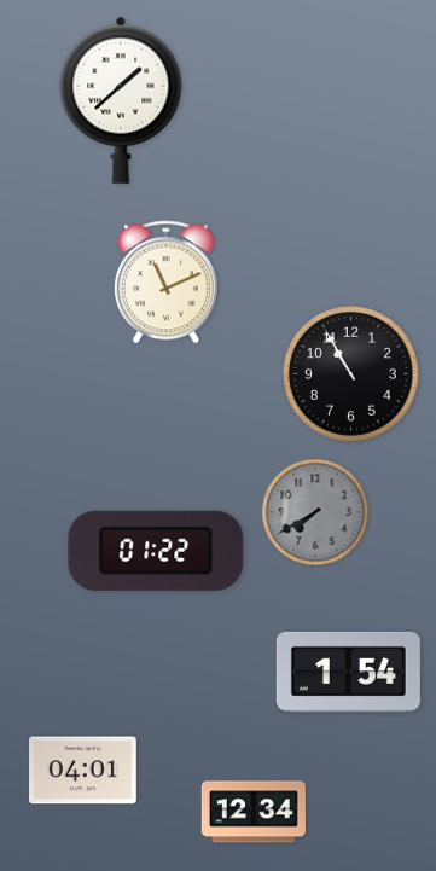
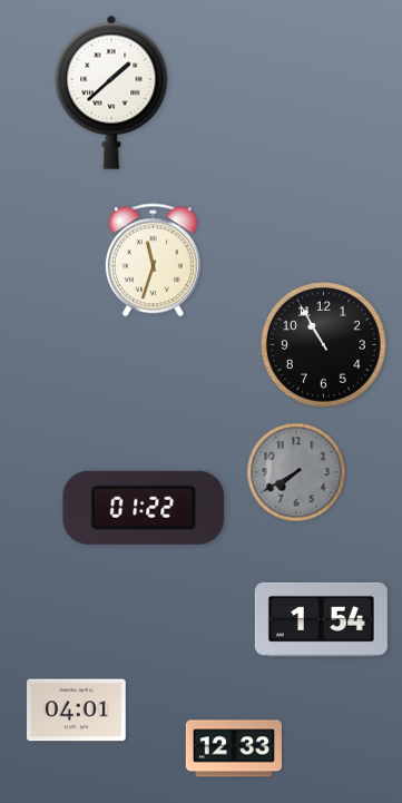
clock at (165, 283): 11:11 -> 11:33
clock at (315, 512) position: (315, 512) -> (296, 472)
clock at (254, 812): 12:34 -> 12:33
